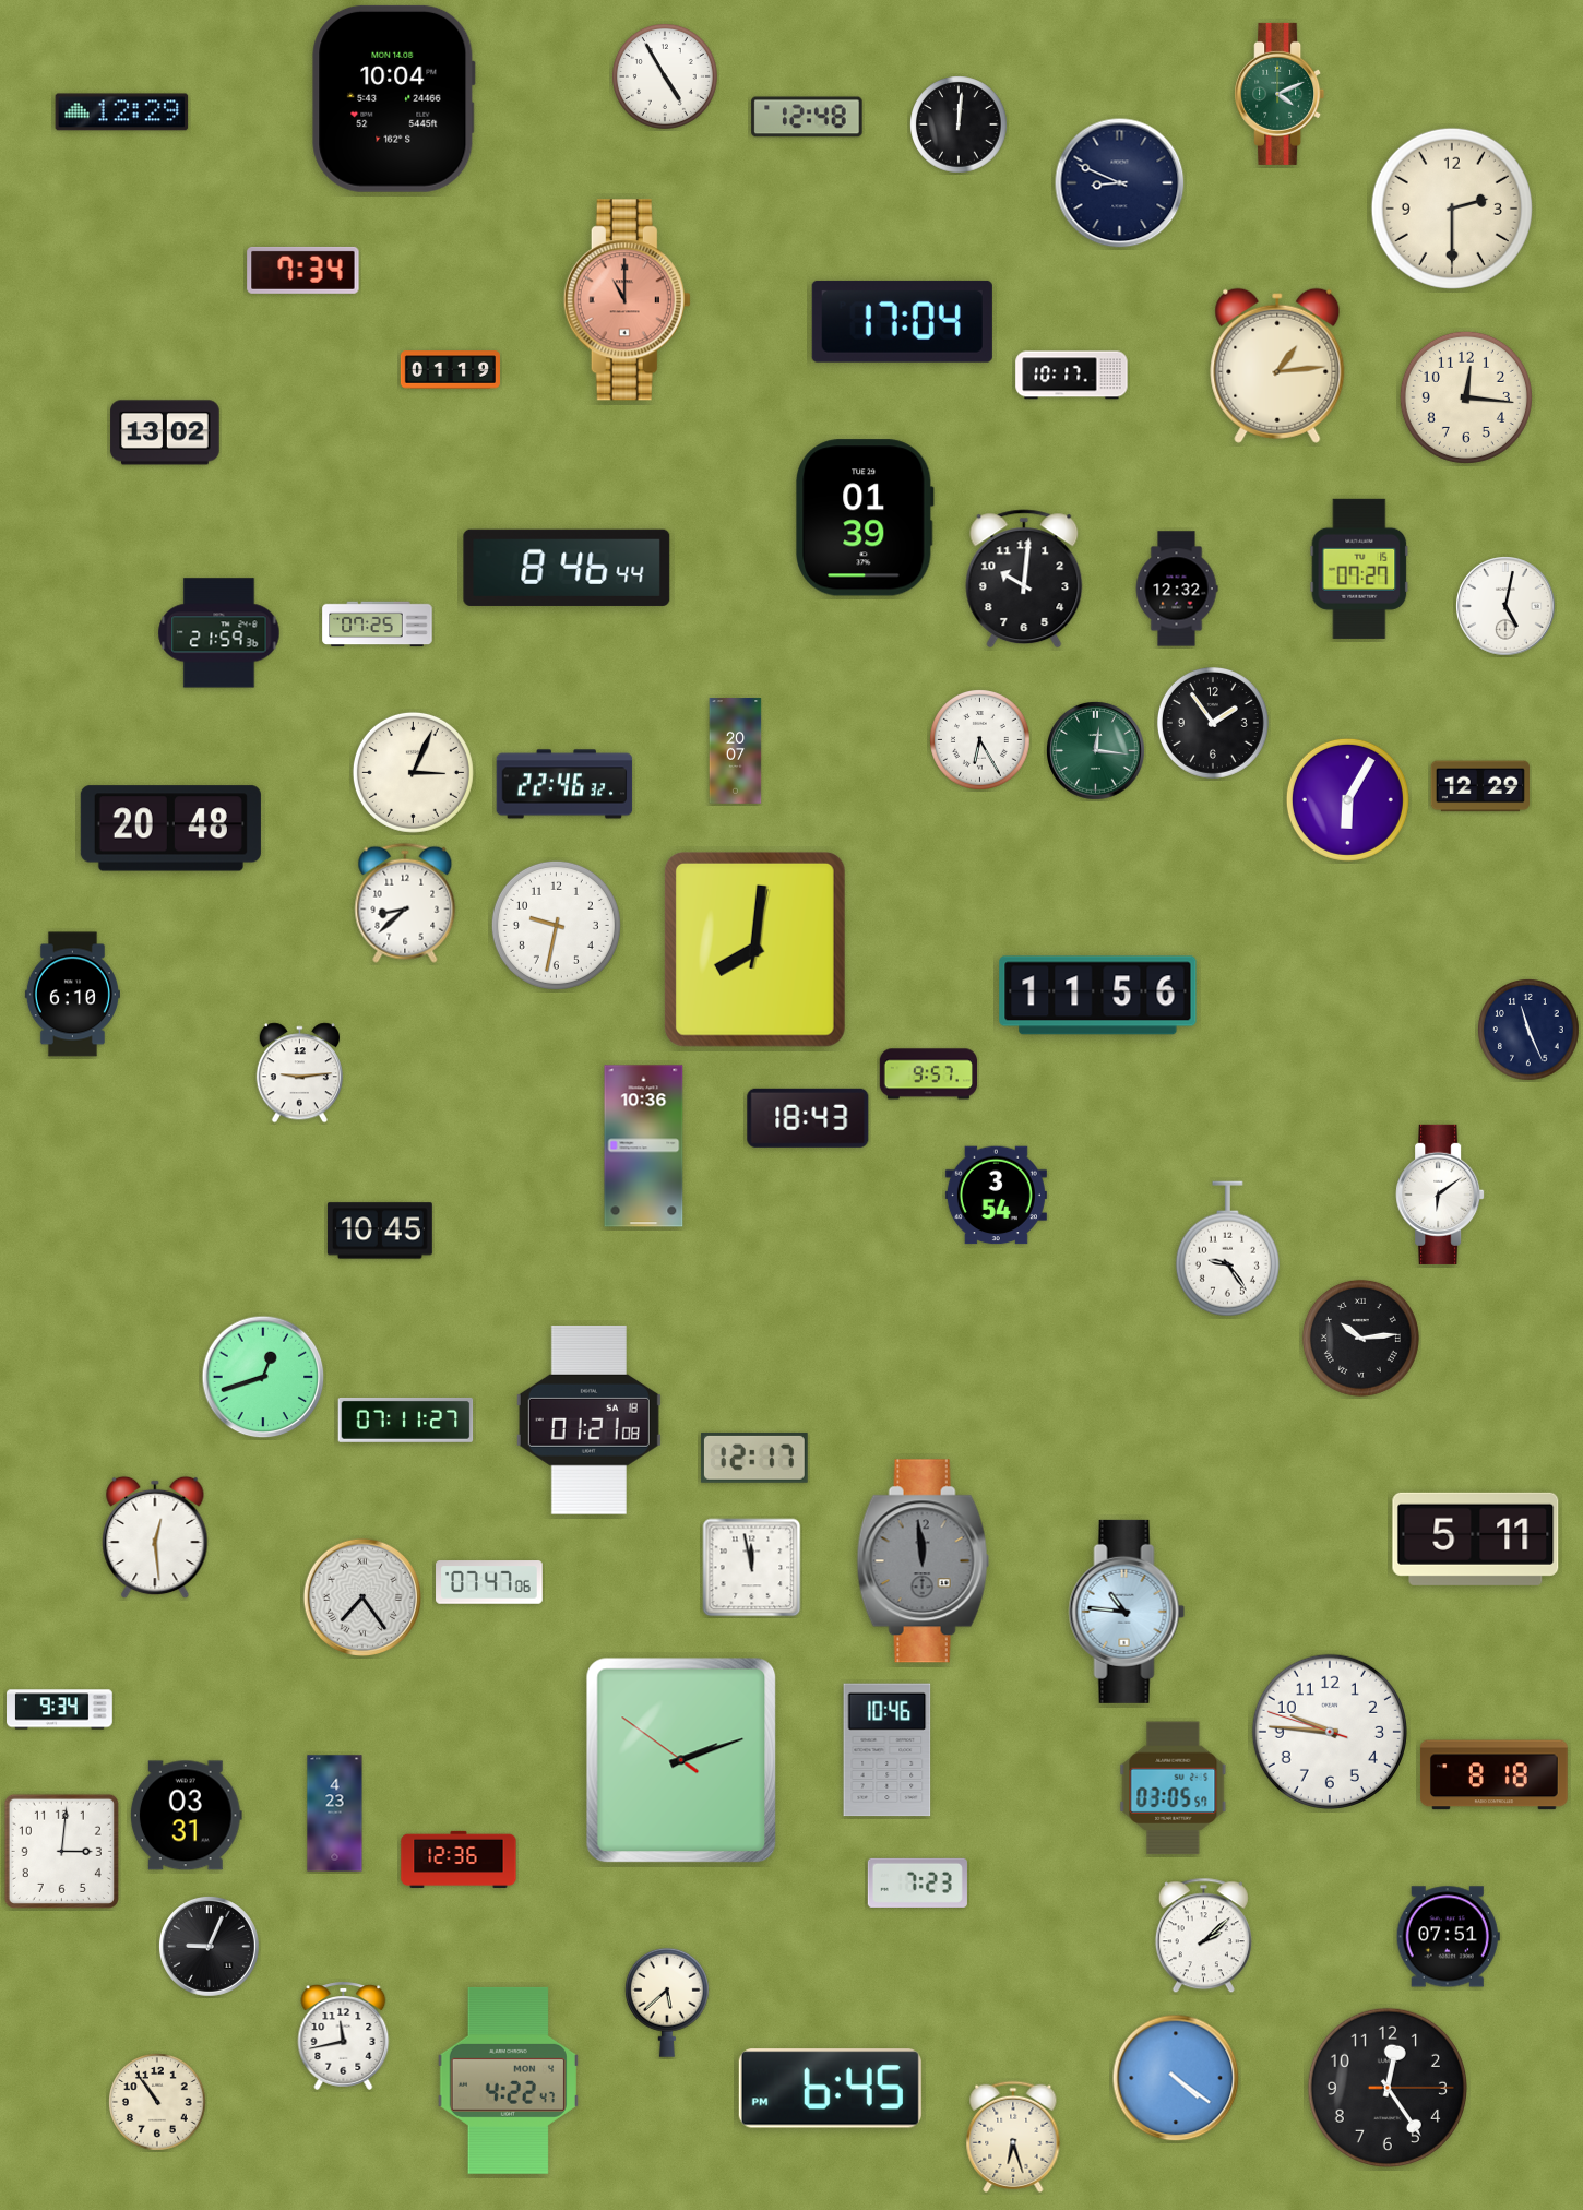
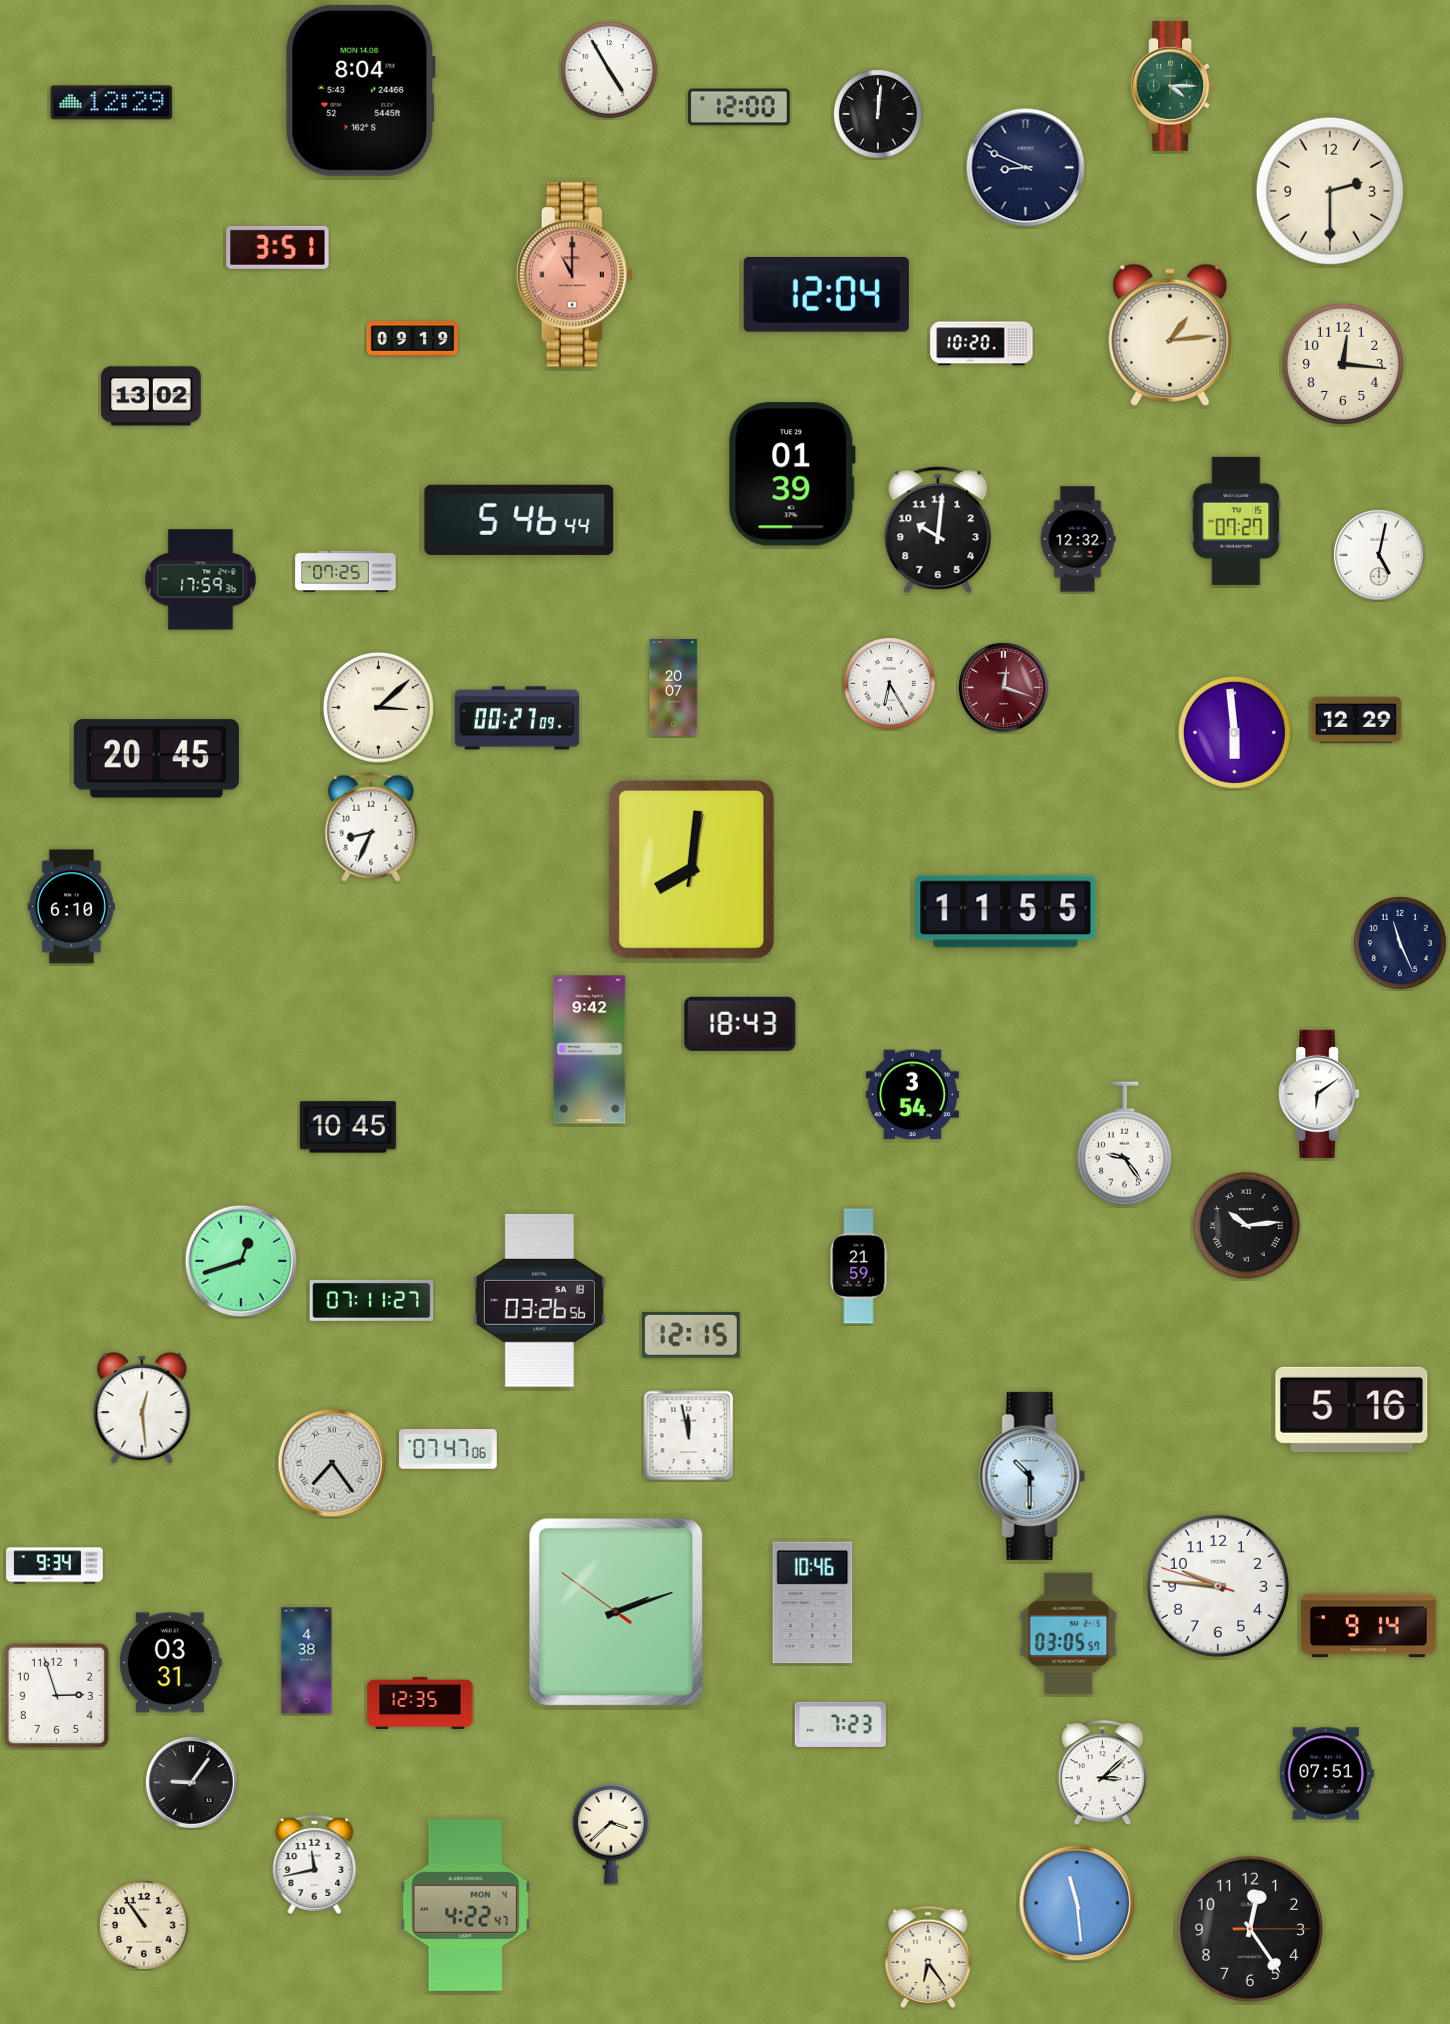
clock at (1280, 94): 4:11 -> 4:15
clock at (394, 98): 10:04 -> 8:04
clock at (807, 117): 12:48 -> 12:00
clock at (303, 270): 7:34 -> 3:51
clock at (902, 321): 17:04 -> 12:04
clock at (450, 370): 01:19 -> 09:19
clock at (1072, 376): 10:17 -> 10:20
clock at (567, 568): 8:46 -> 5:46
clock at (1359, 569) position: (1359, 569) -> (1236, 521)
clock at (219, 633): 21:59 -> 17:59
clock at (1213, 723): 1:54 -> none
clock at (980, 740) position: (980, 740) -> (890, 684)
clock at (1096, 751): 12:16 -> 12:18
clock at (1096, 751) dial: green -> burgundy
clock at (413, 772): 3:04 -> 3:08
clock at (564, 784): 22:46 -> 00:27
clock at (1347, 799): 6:05 -> 5:59
clock at (170, 829): 20:48 -> 20:45
clock at (405, 903): 8:38 -> 8:34
clock at (556, 925): 9:32 -> none
clock at (72, 995) position: (72, 995) -> (71, 907)
clock at (1098, 996): 11:56 -> 11:55
clock at (299, 1073): 9:14 -> none
clock at (928, 1074): 9:57 -> none
clock at (644, 1146): 10:36 -> 9:42
clock at (859, 1266): none -> 21:59
clock at (588, 1419): 01:21 -> 03:26
clock at (754, 1458): 12:17 -> 12:15
clock at (1476, 1538): 5:11 -> 5:16
clock at (924, 1561): 11:59 -> none
clock at (1127, 1612): 10:46 -> 10:30
clock at (681, 1760) position: (681, 1760) -> (616, 1612)
clock at (1493, 1775): 8:18 -> 9:14
clock at (1174, 1789) position: (1174, 1789) -> (1069, 1634)
clock at (335, 1814): 4:23 -> 4:38
clock at (61, 1851): 3:01 -> 2:57
clock at (459, 1860): 12:36 -> 12:35
clock at (1203, 1936): 2:08 -> 3:08
clock at (210, 1947): 9:04 -> 9:06
clock at (667, 2003): 5:38 -> 3:38
clock at (1176, 2078): 4:21 -> 11:29
clock at (1388, 2088) position: (1388, 2088) -> (1250, 1929)
clock at (830, 2089): 6:45 -> none
clock at (1013, 2136): 6:27 -> 6:24
